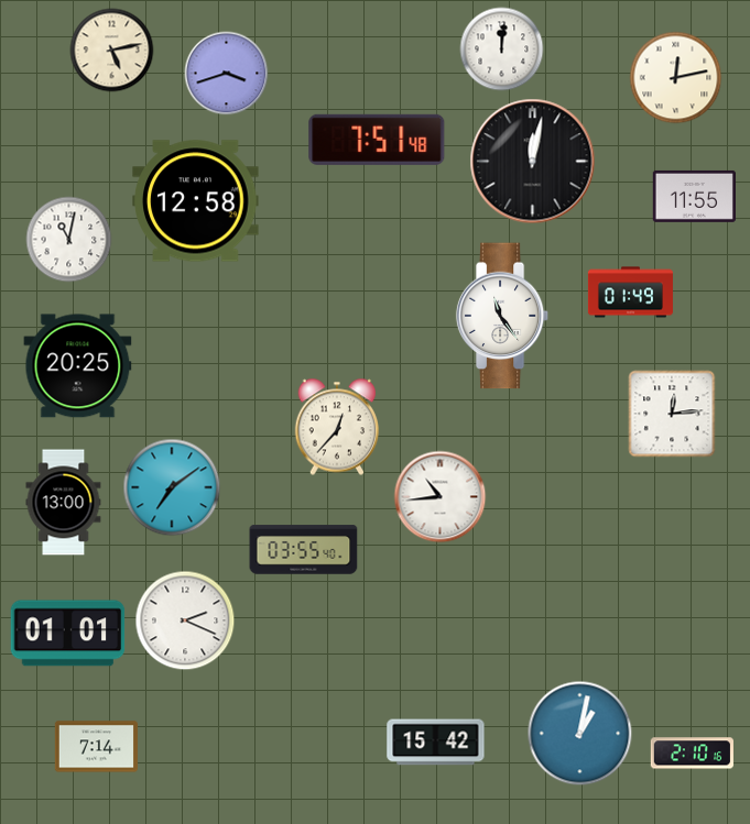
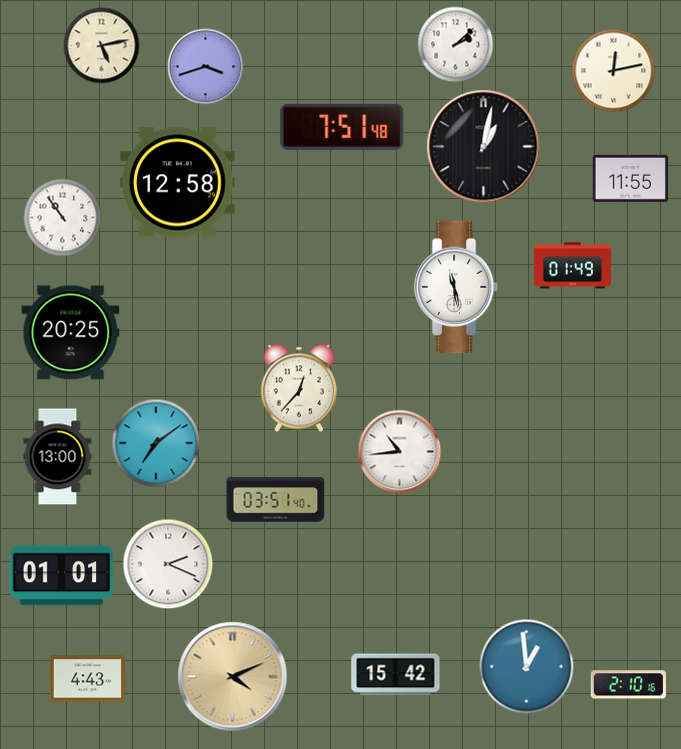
clock at (502, 50): 12:01 -> 2:08
clock at (533, 162): 12:02 -> 1:02
clock at (69, 240): 11:02 -> 10:54
clock at (502, 316): 11:24 -> 11:28
clock at (672, 414): 12:14 -> none
clock at (337, 427) position: (337, 427) -> (299, 388)
clock at (304, 550): 03:55 -> 03:51
clock at (580, 734): 1:02 -> 12:59
clock at (233, 677): none -> 4:11
clock at (96, 747): 7:14 -> 4:43
